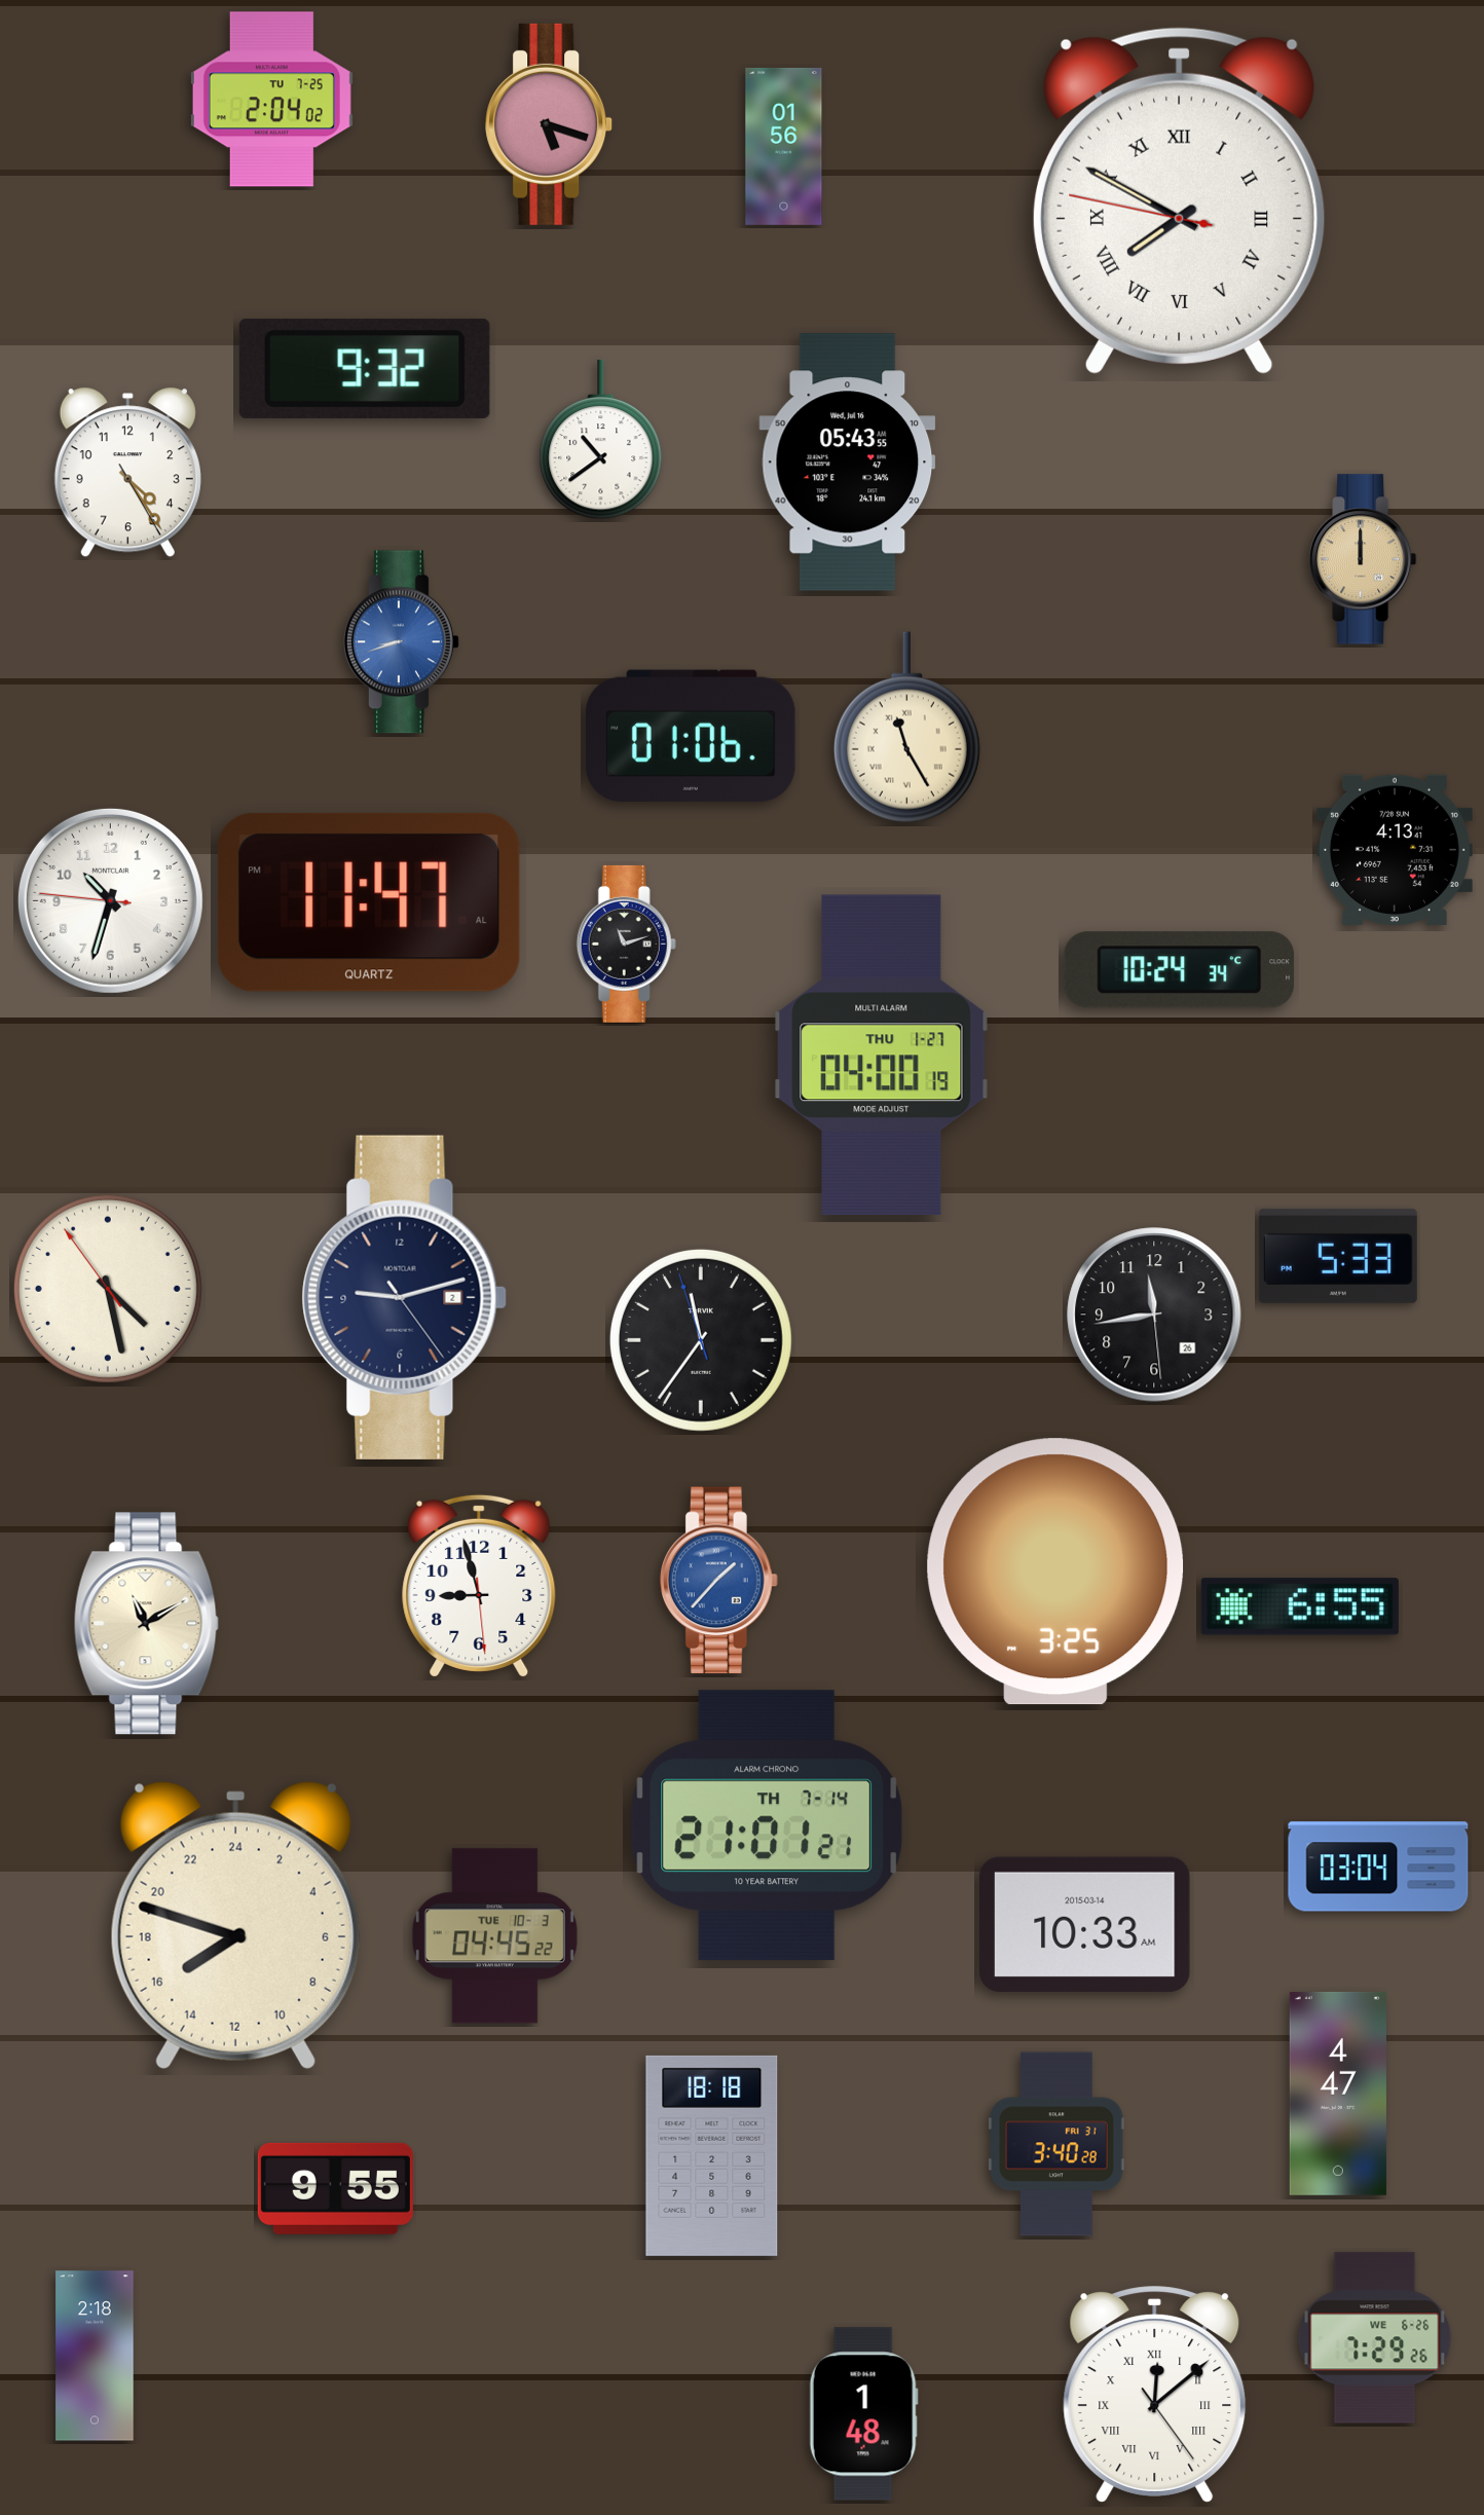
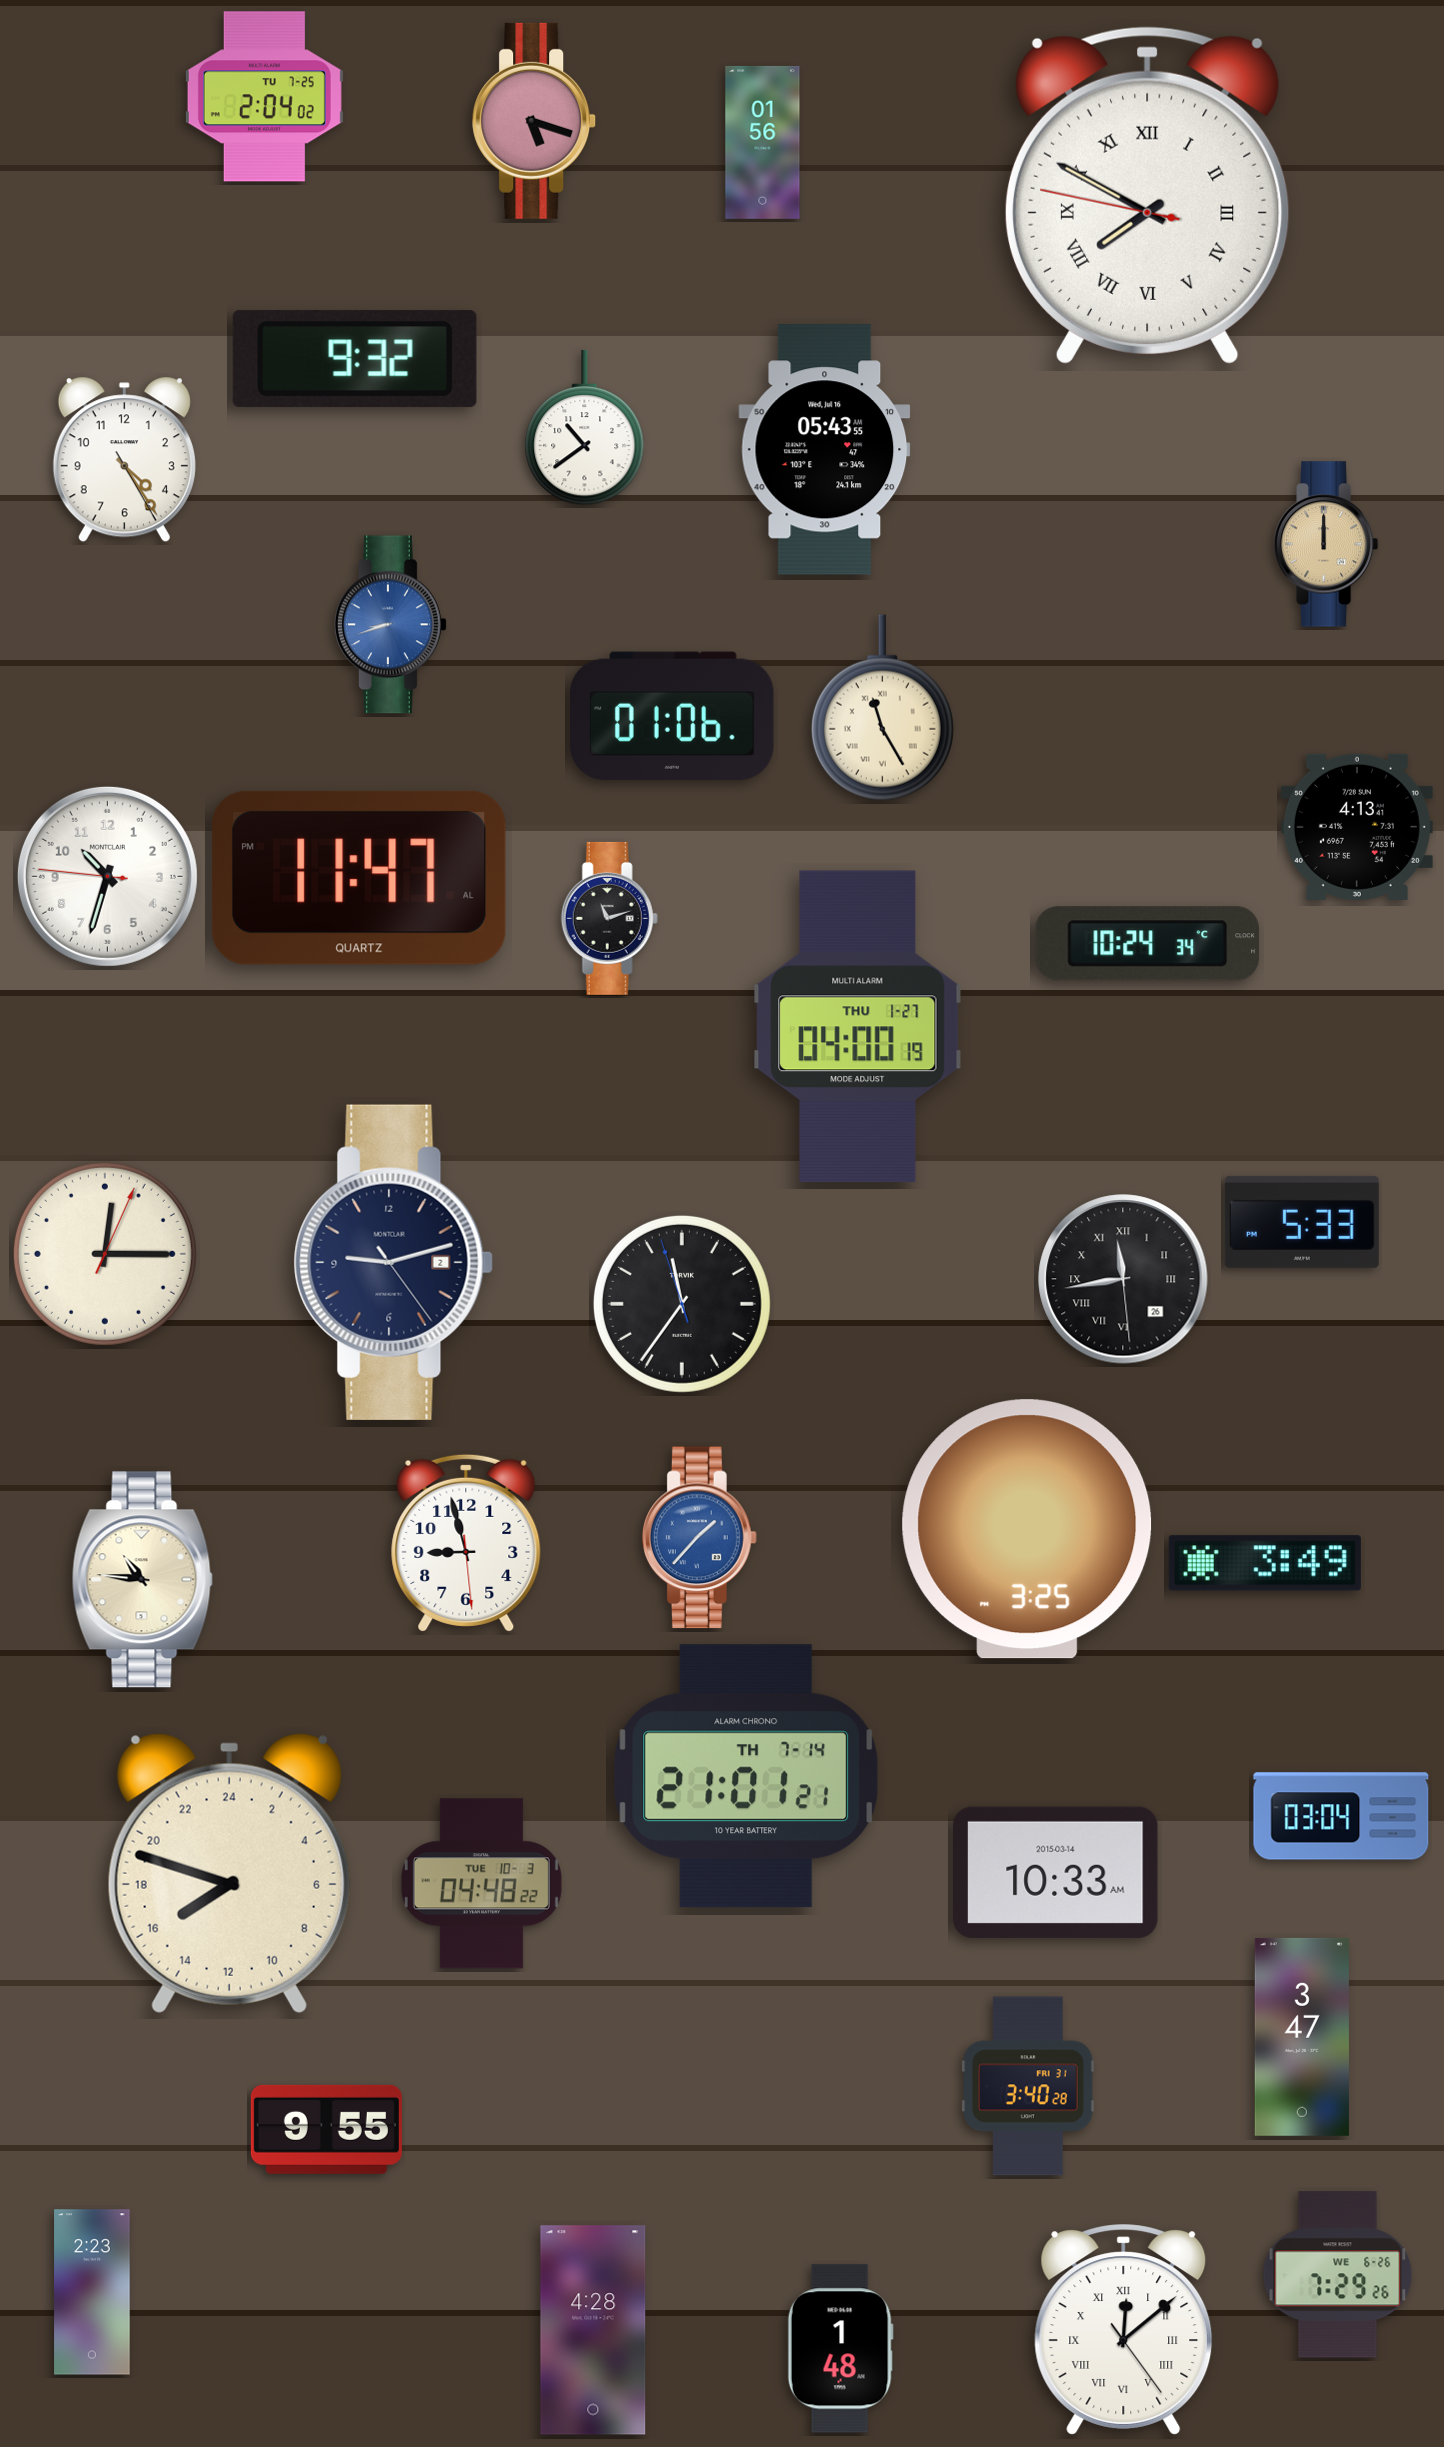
clock at (108, 1289): 4:27 -> 12:15
clock at (1154, 1315) numerals: Arabic -> Roman
clock at (1300, 1606): 6:55 -> 3:49
clock at (146, 1624): 11:10 -> 10:46
clock at (494, 1936): 04:45 -> 04:48
clock at (1338, 2094): 4:47 -> 3:47
clock at (712, 2155): 18:18 -> none
clock at (95, 2356): 2:18 -> 2:23
clock at (593, 2330): none -> 4:28
